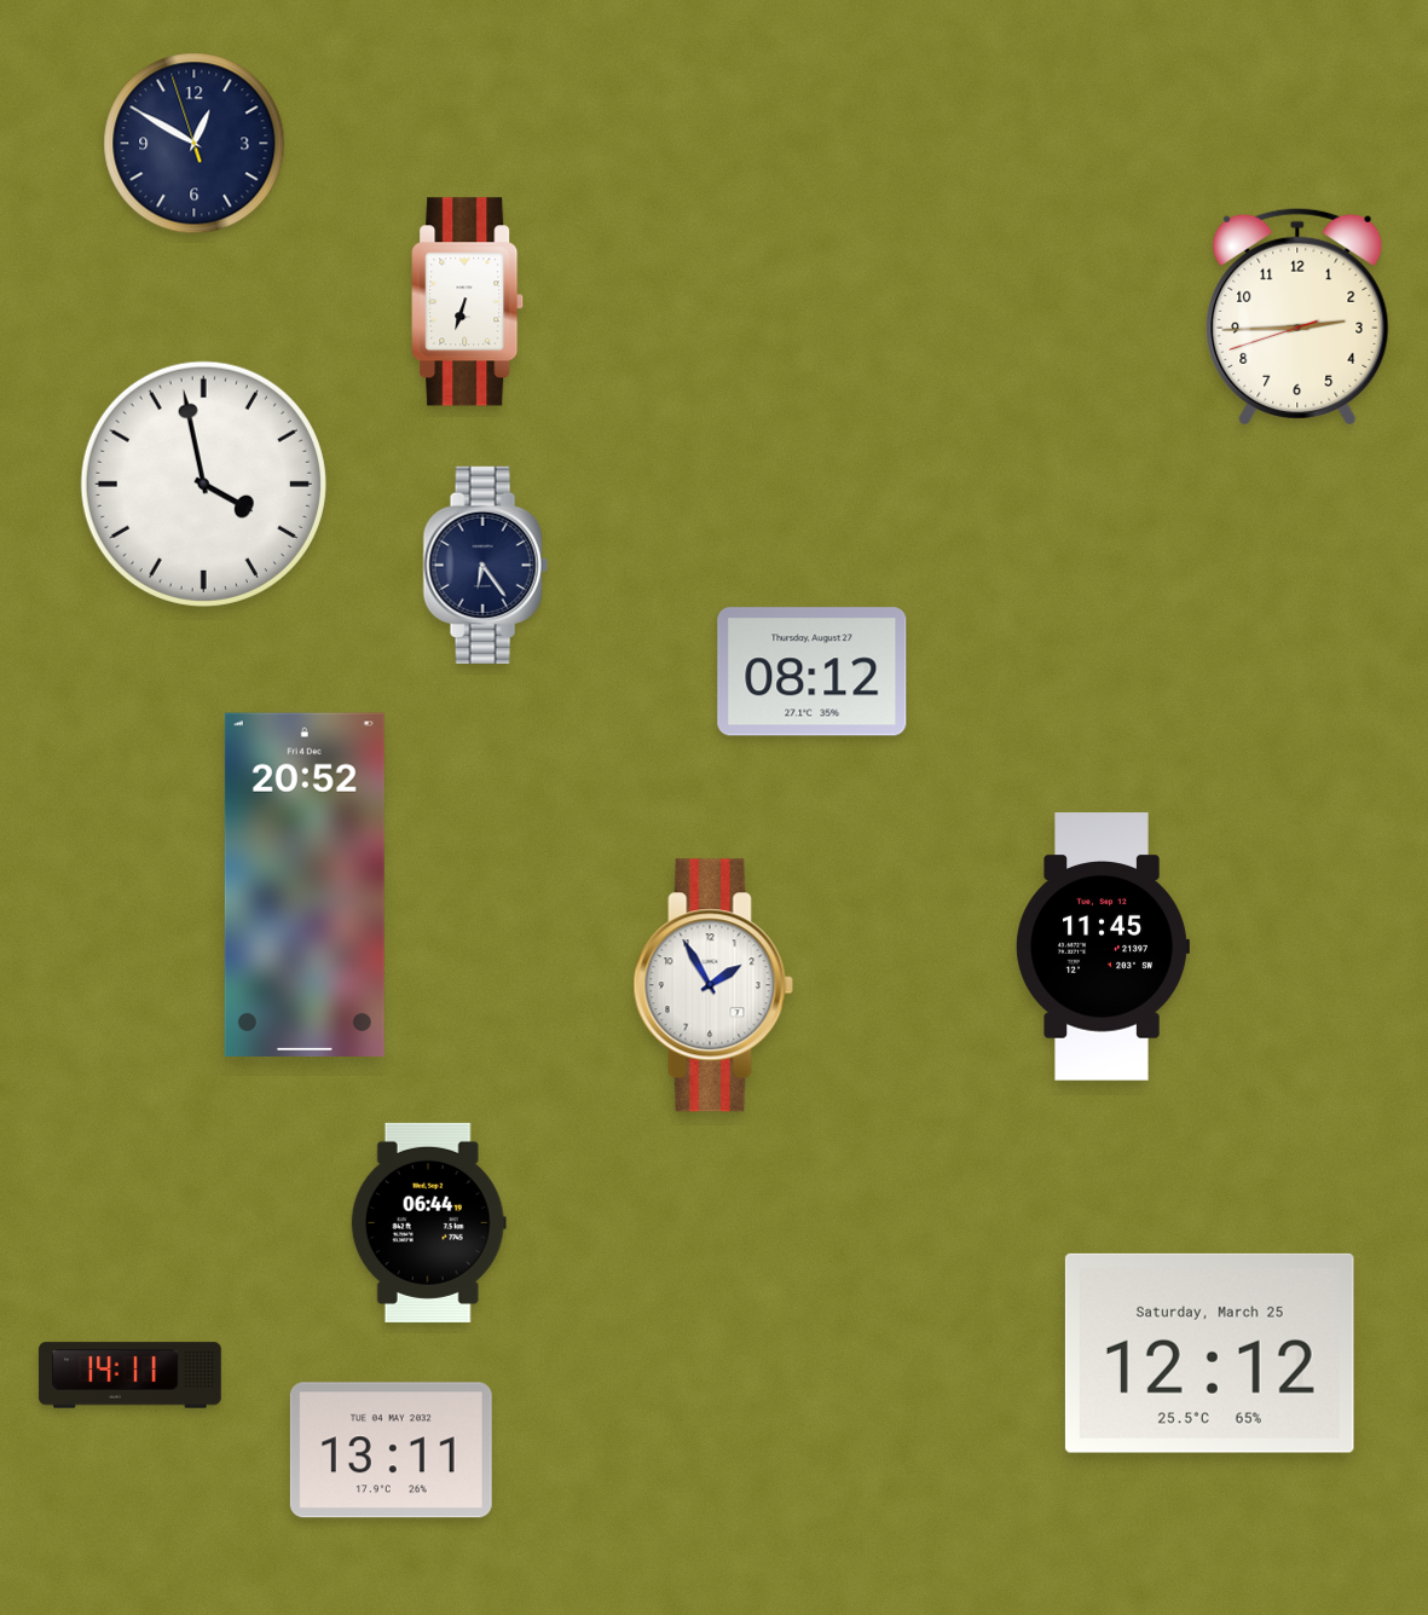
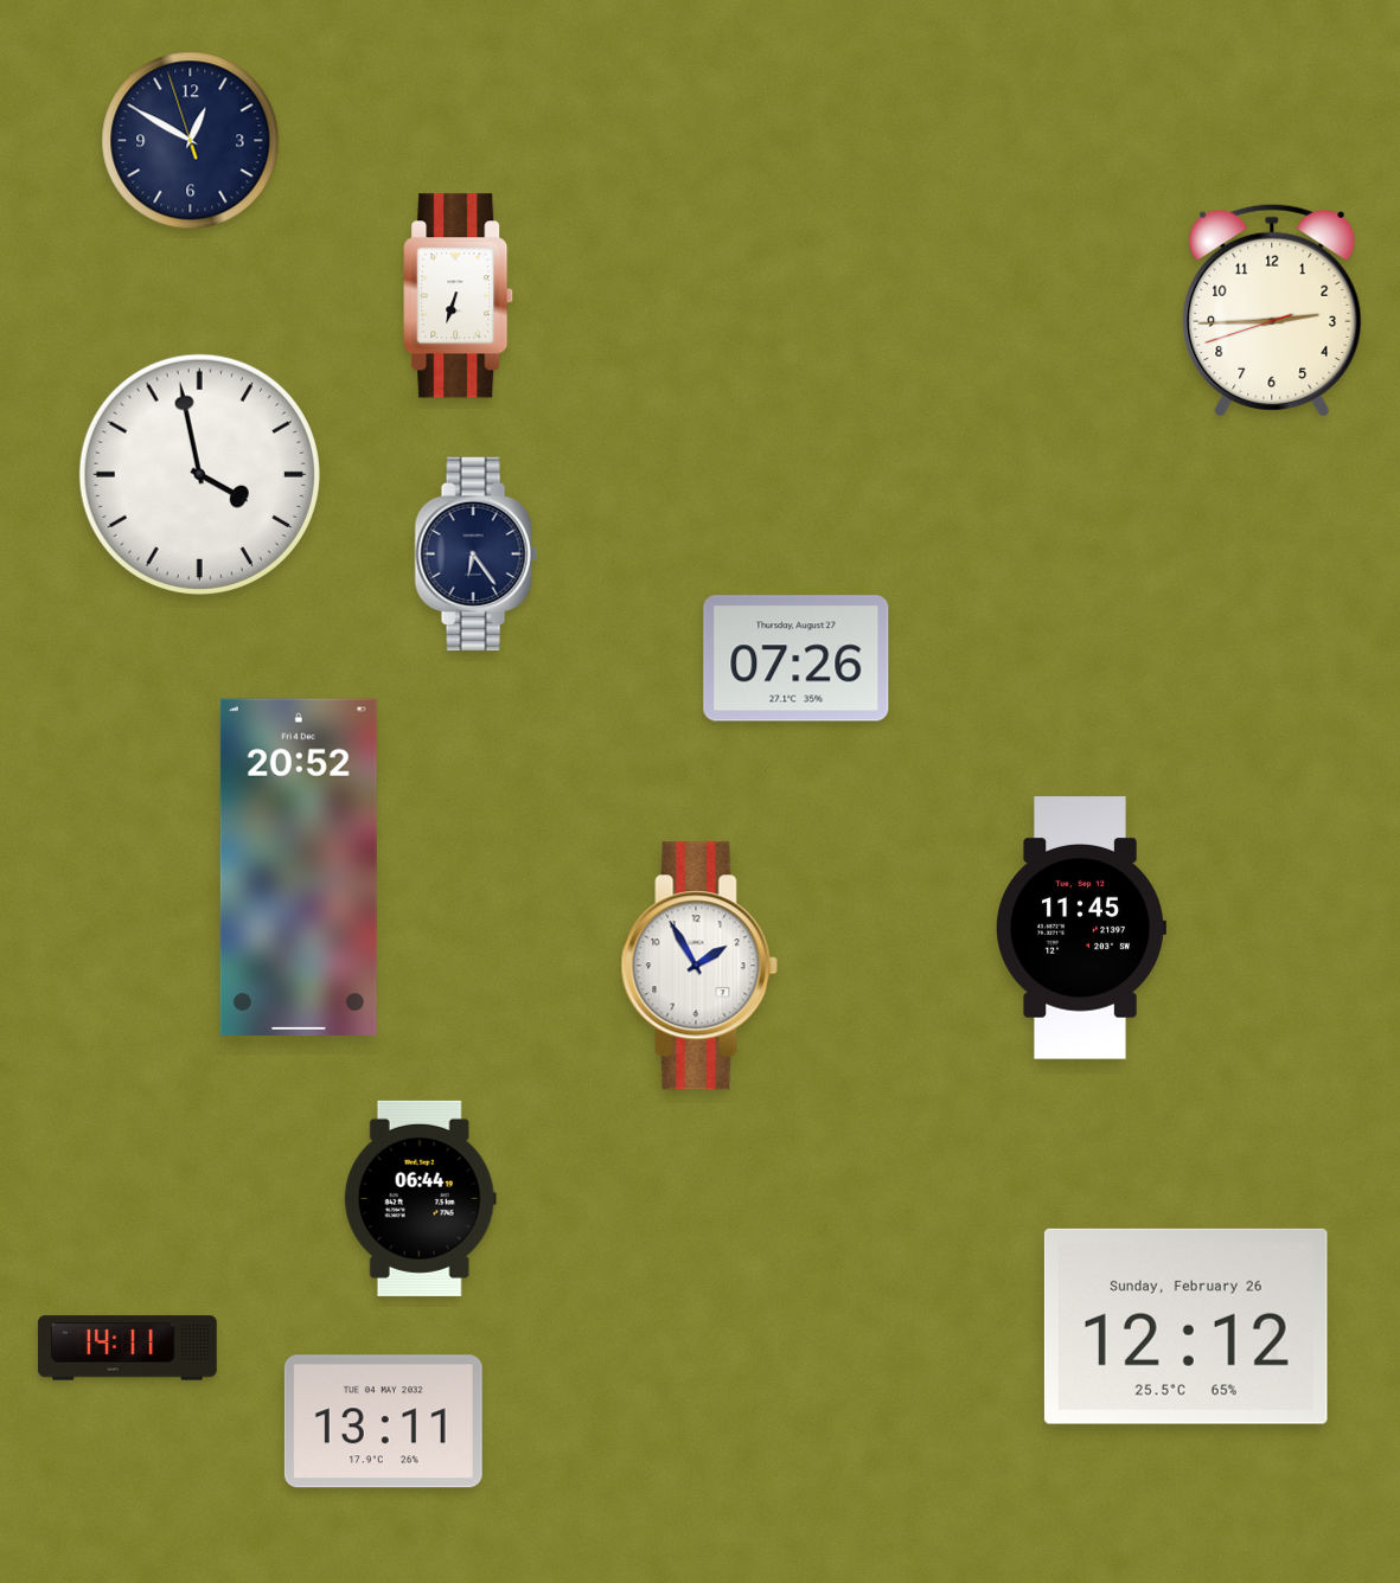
clock at (813, 672): 08:12 -> 07:26
clock at (1209, 1353) date: Saturday, March 25 -> Sunday, February 26
